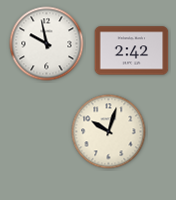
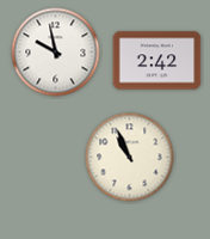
clock at (109, 132): 10:03 -> 10:56
